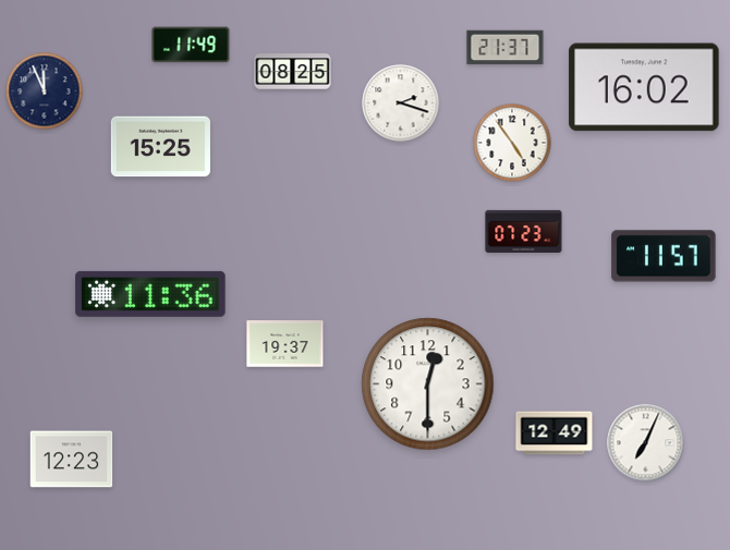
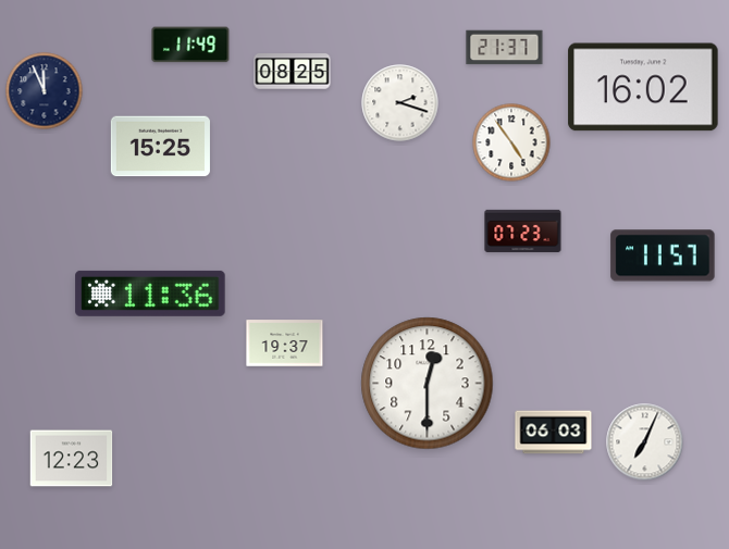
clock at (555, 433): 12:49 -> 06:03
